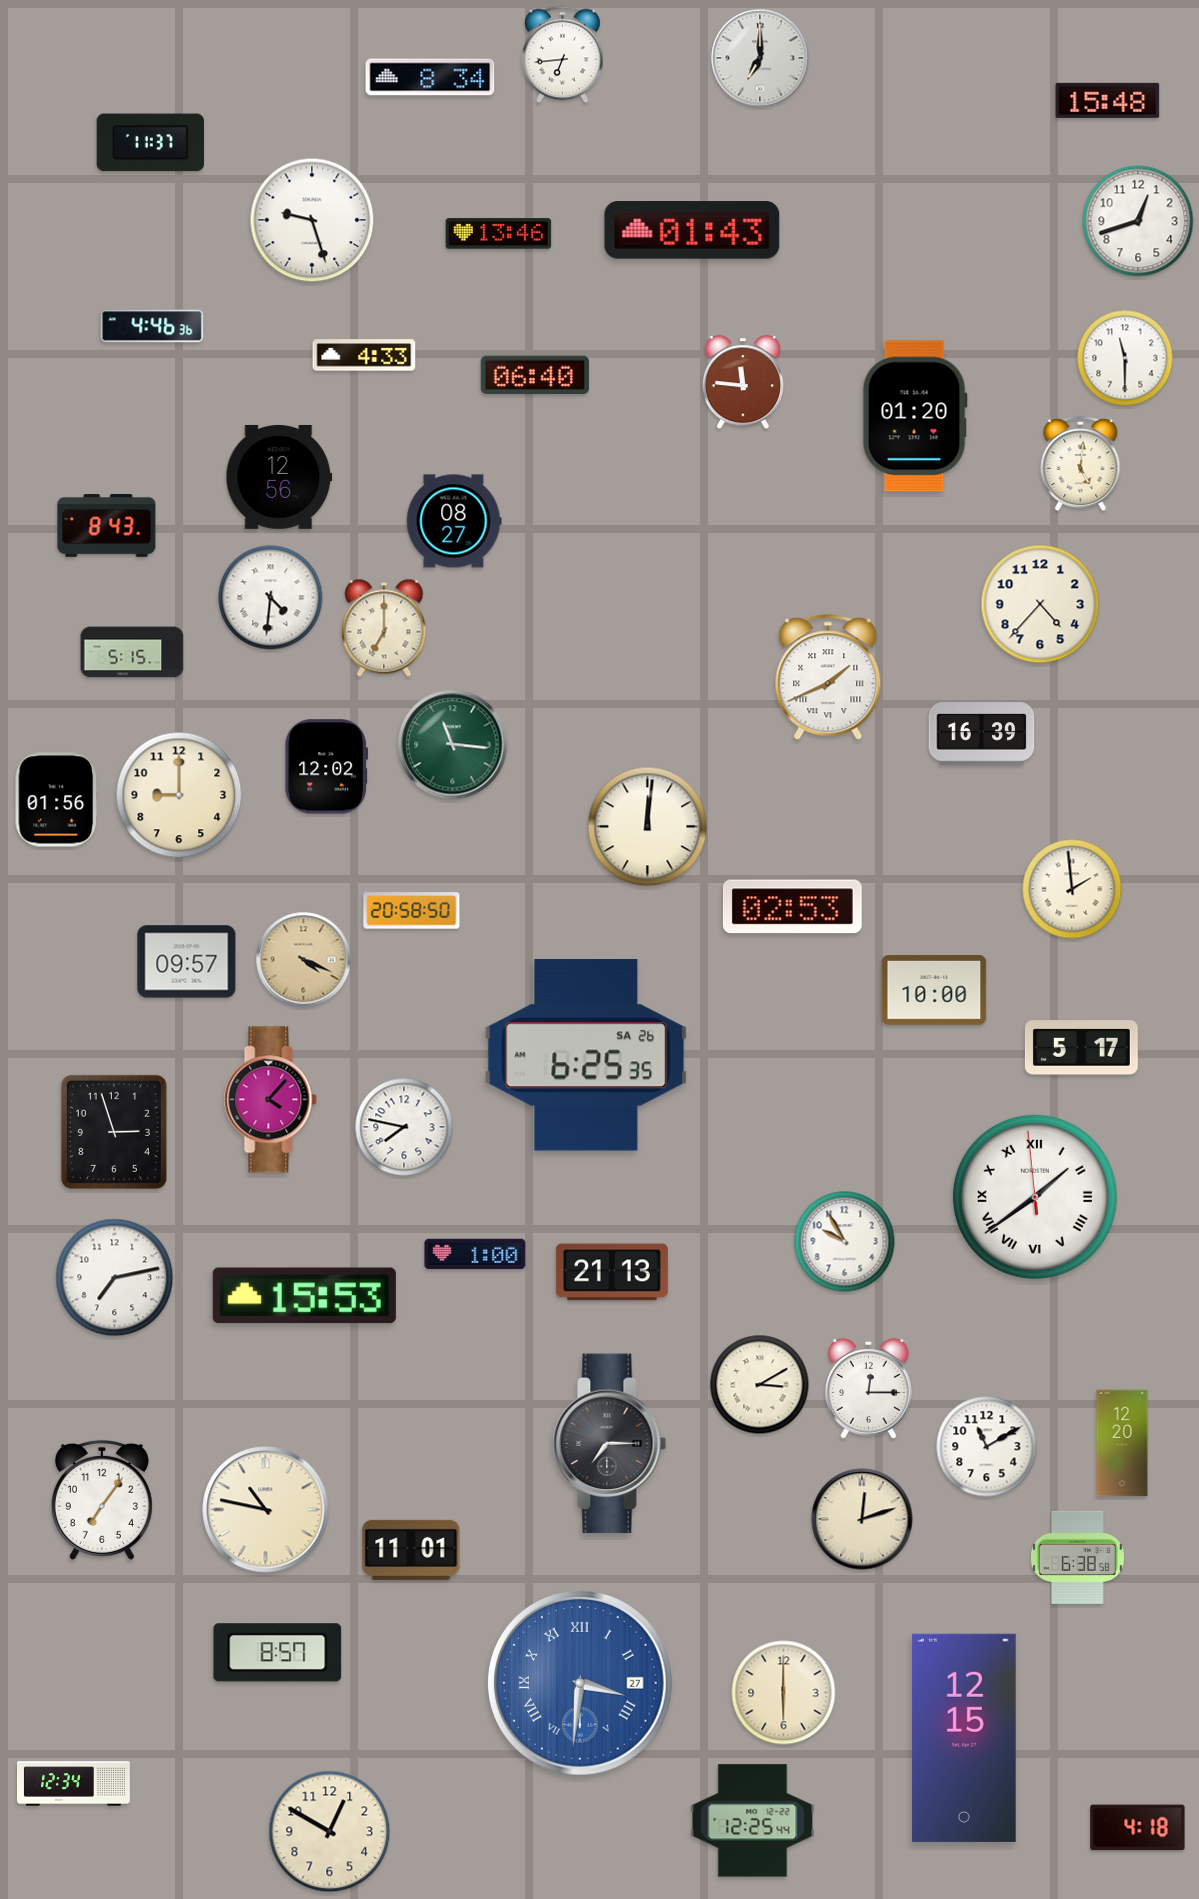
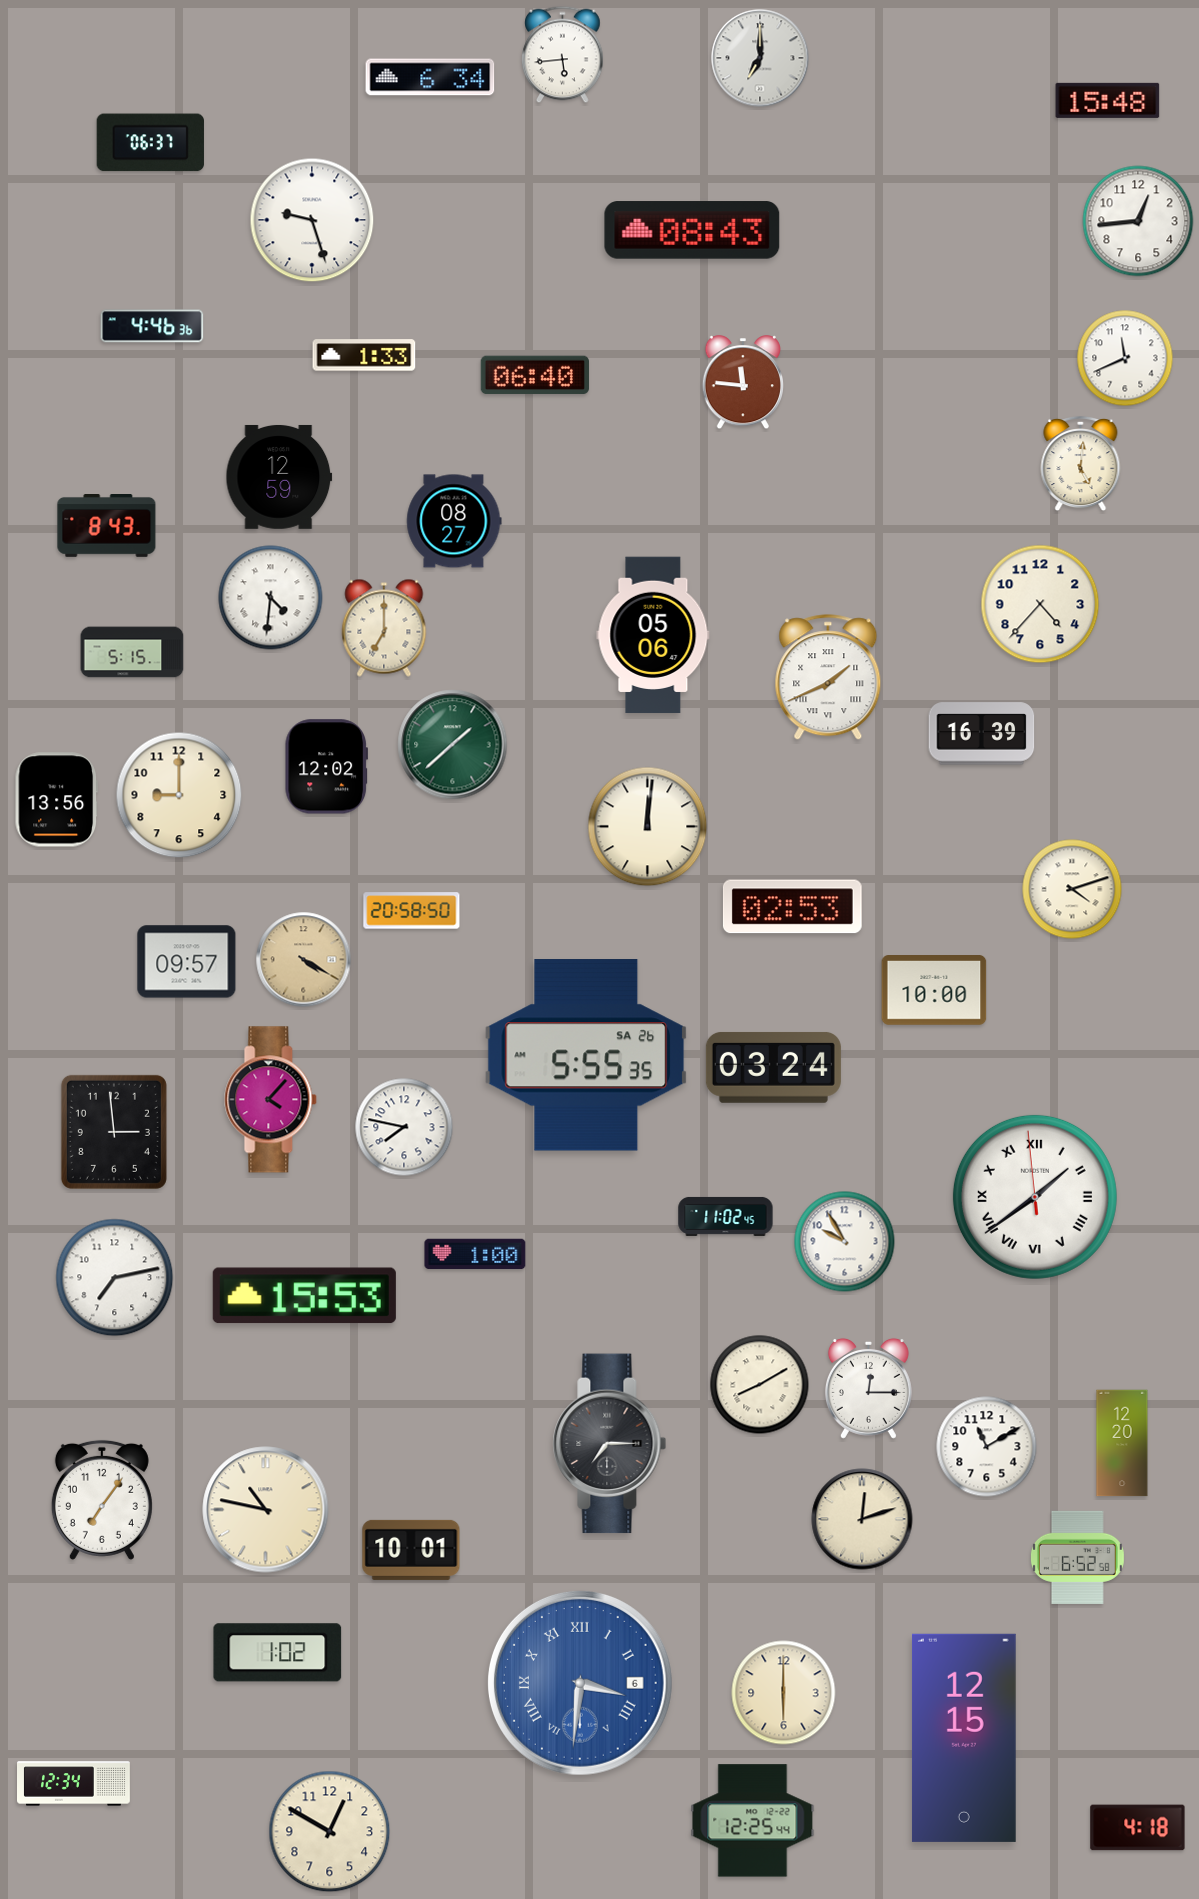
clock at (563, 55): 6:44 -> 5:44
clock at (430, 77): 8:34 -> 6:34
clock at (150, 143): 11:37 -> 06:37
clock at (1138, 221): 12:42 -> 12:44
clock at (692, 230): 01:43 -> 08:43
clock at (499, 234): 13:46 -> none
clock at (364, 355): 4:33 -> 1:33
clock at (1125, 358): 11:30 -> 11:41
clock at (915, 416): 01:20 -> none
clock at (279, 477): 12:56 -> 12:59
clock at (653, 635): none -> 05:06
clock at (453, 745): 11:16 -> 1:38
clock at (56, 800): 01:56 -> 13:56
clock at (1072, 889): 1:59 -> 4:12
clock at (304, 960): 4:19 -> 4:20
clock at (1081, 1048): 5:17 -> none
clock at (586, 1055): 6:25 -> 5:55
clock at (773, 1067): none -> 03:24
clock at (114, 1132): 2:57 -> 2:59
clock at (726, 1216): none -> 11:02
clock at (612, 1272): 21:13 -> none
clock at (760, 1385): 3:10 -> 8:10
clock at (411, 1550): 11:01 -> 10:01
clock at (1077, 1557): 6:38 -> 6:52
clock at (278, 1653): 8:57 -> 1:02
clock at (580, 1683) date: 27 -> 6
